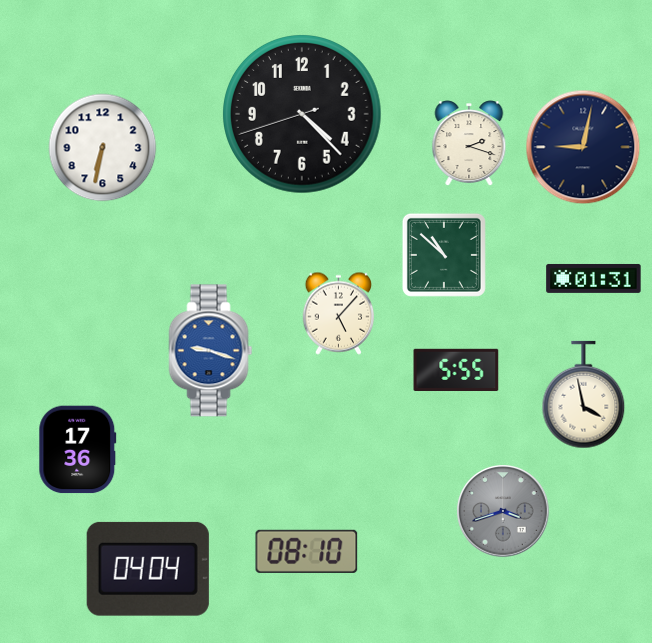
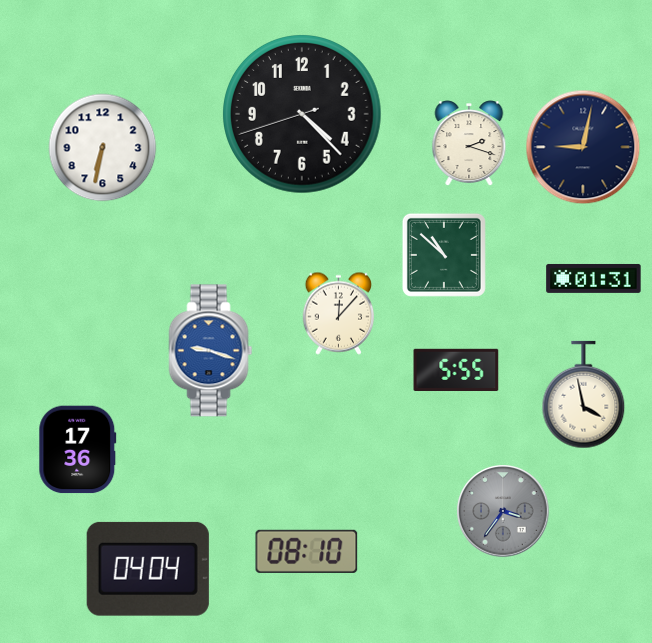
clock at (339, 313): 5:07 -> 12:07
clock at (503, 511): 3:42 -> 3:36
